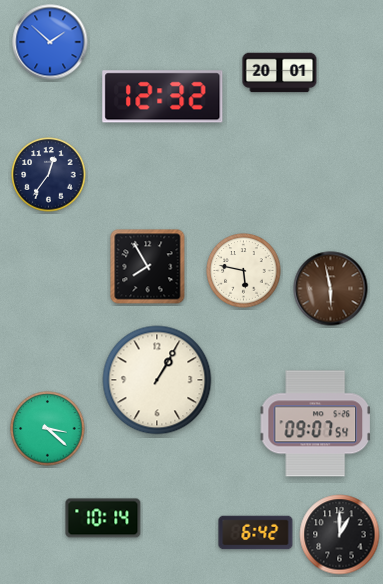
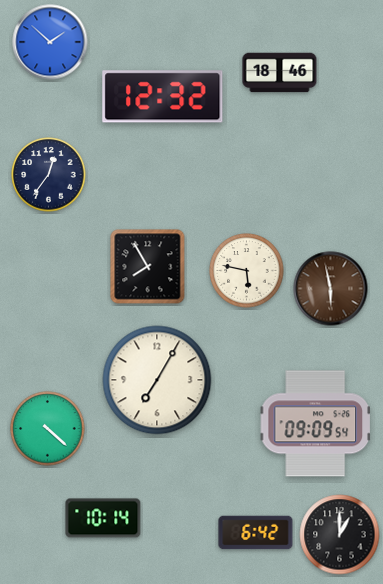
clock at (280, 73): 20:01 -> 18:46
clock at (244, 271) position: (244, 271) -> (247, 271)
clock at (157, 380): 1:05 -> 7:05
clock at (315, 424): 09:07 -> 09:09
clock at (48, 429): 3:22 -> 4:22
